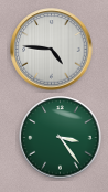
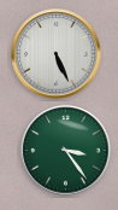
clock at (52, 50): 4:46 -> 5:26
